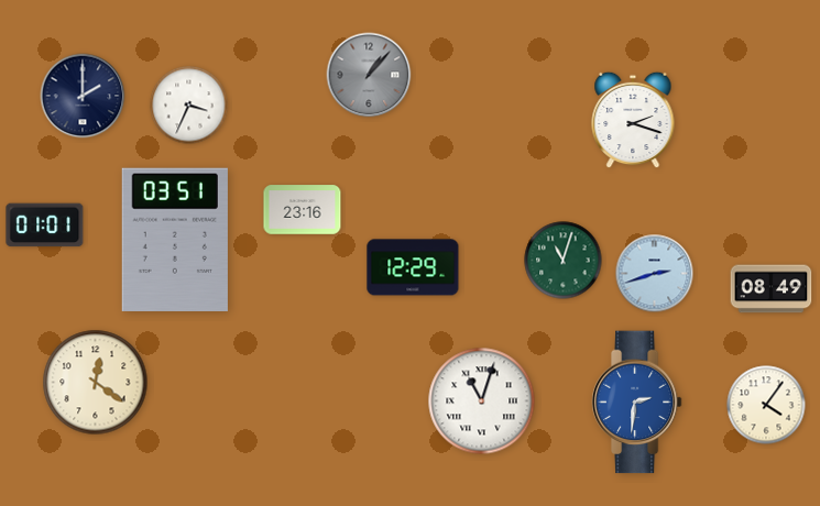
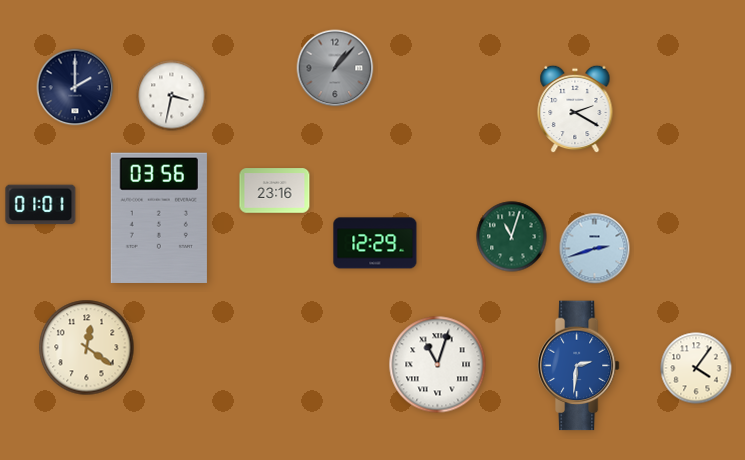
clock at (189, 106): 3:34 -> 3:32
clock at (633, 120): 2:18 -> 2:20
clock at (175, 240): 03:51 -> 03:56
clock at (772, 289): 08:49 -> none
